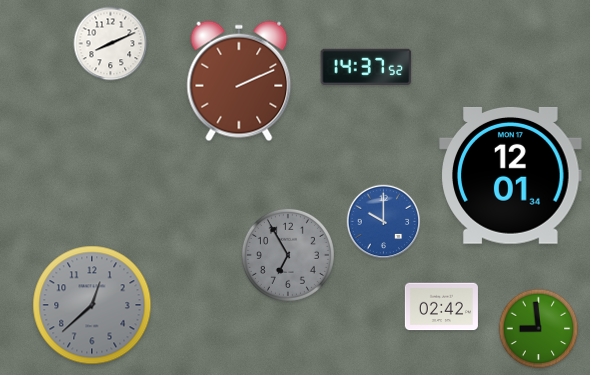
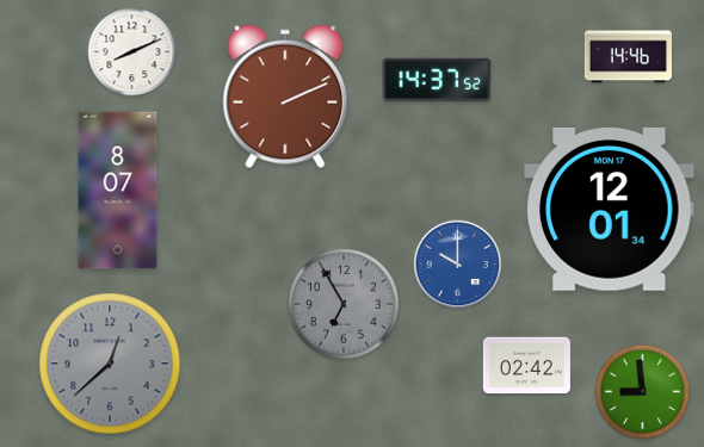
clock at (628, 57): none -> 14:46
clock at (118, 191): none -> 8:07
